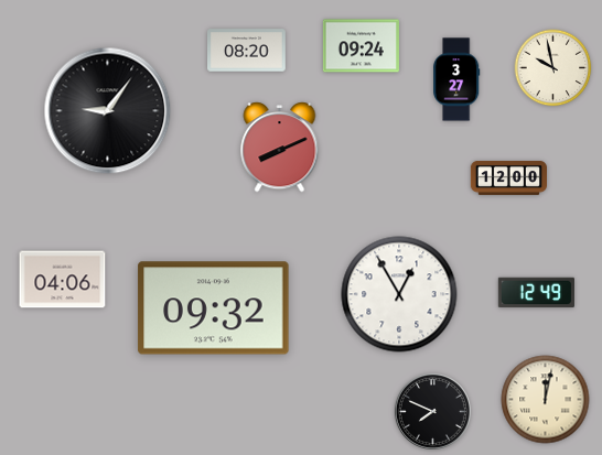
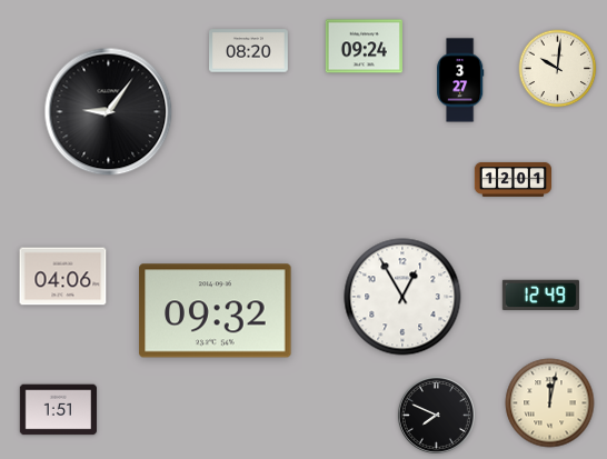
clock at (553, 68): 9:58 -> 10:01
clock at (280, 148): 8:11 -> none
clock at (508, 177): 12:00 -> 12:01
clock at (63, 280) position: (63, 280) -> (63, 277)
clock at (58, 410): none -> 1:51
